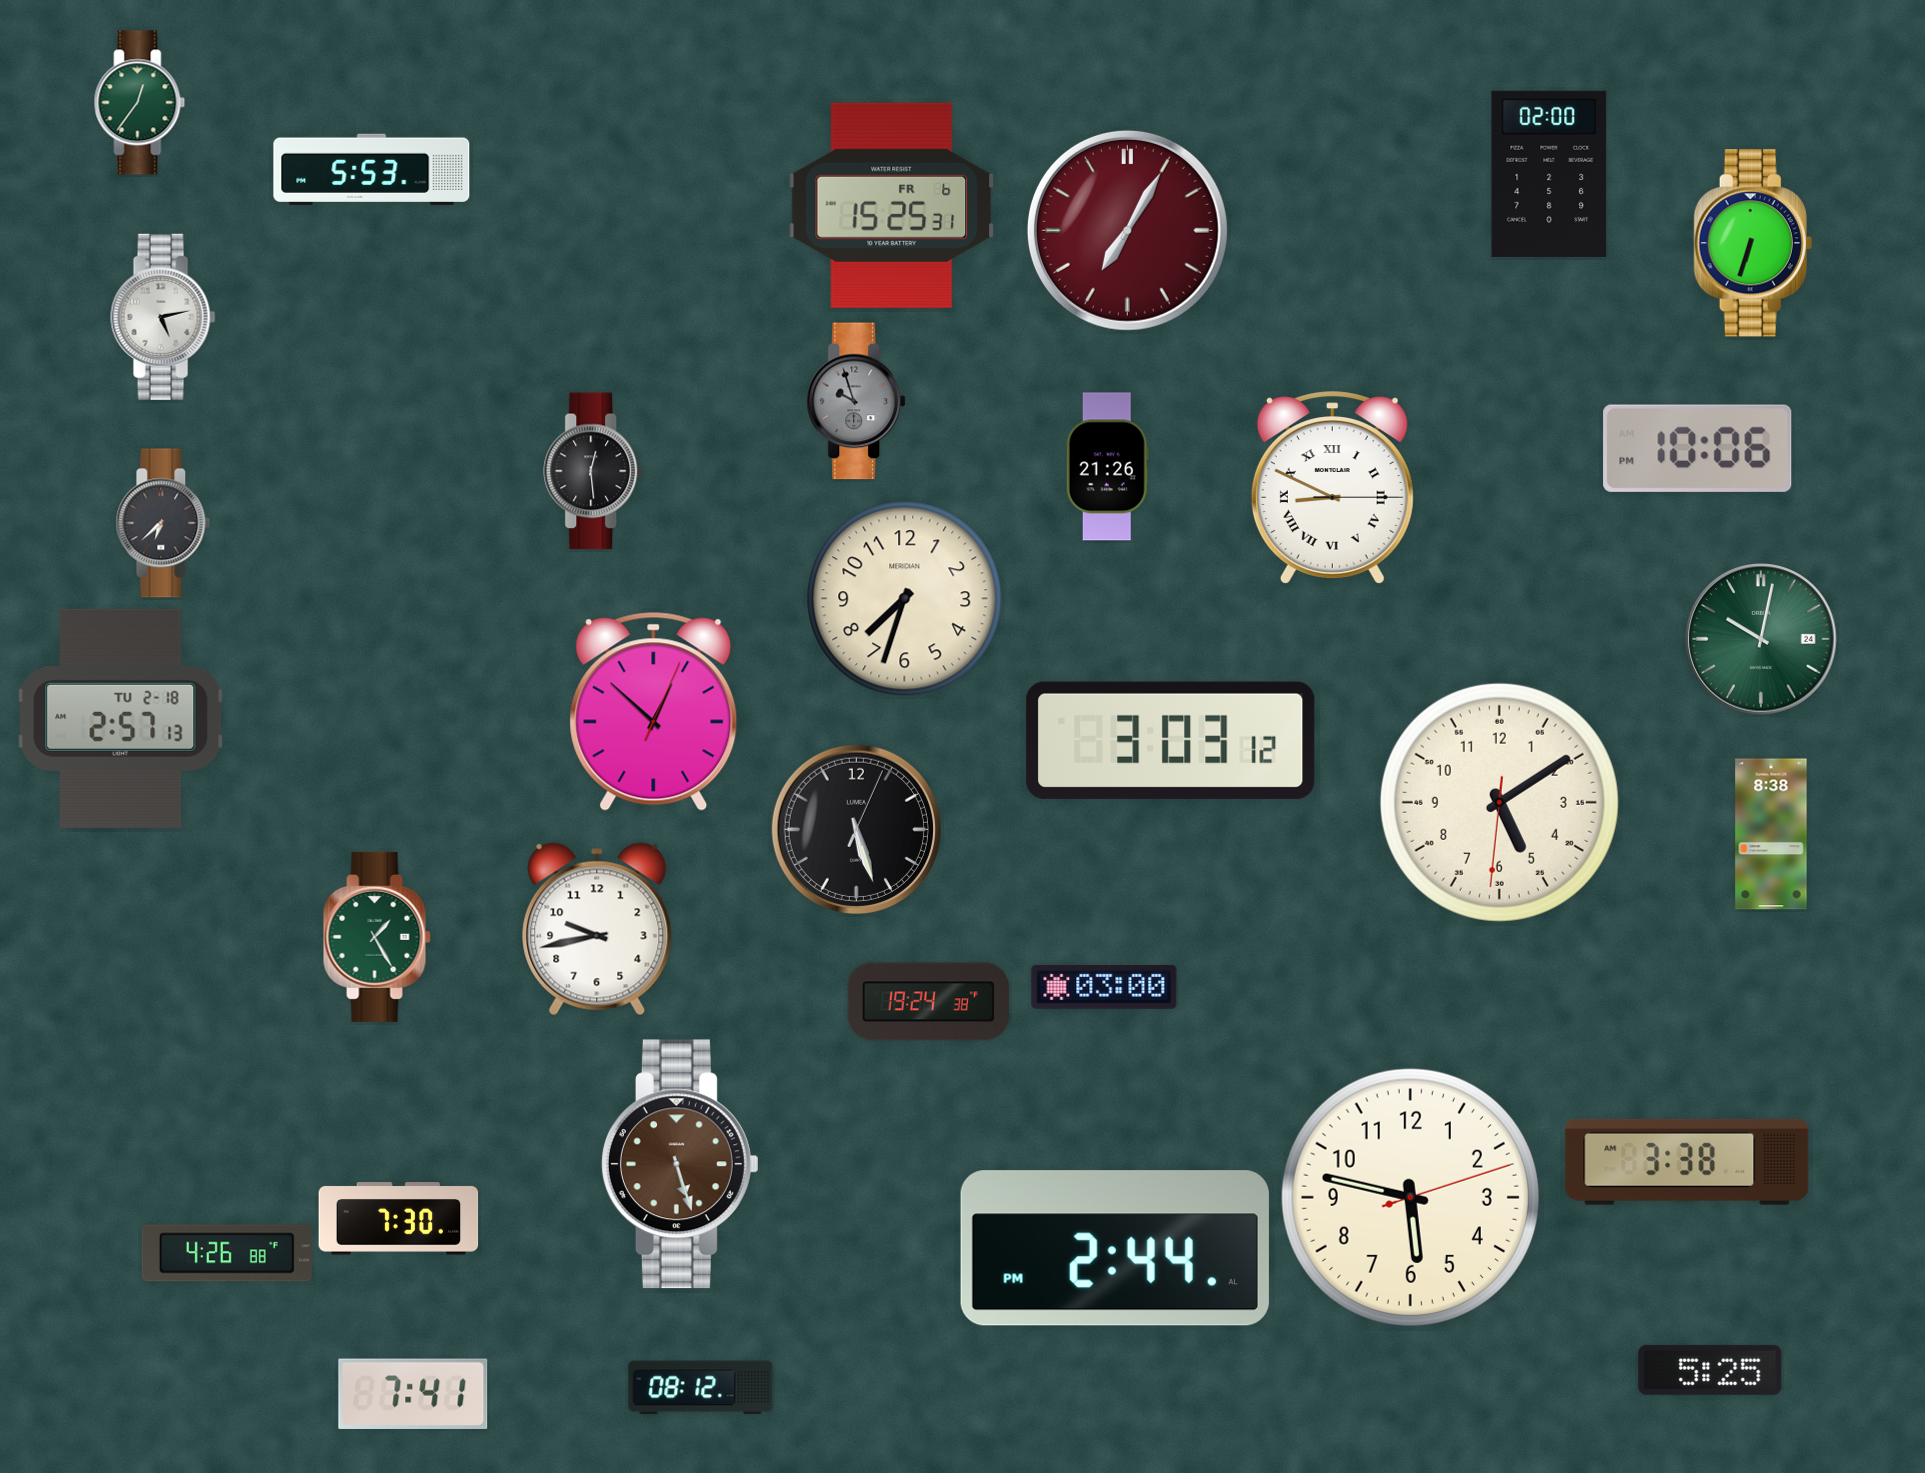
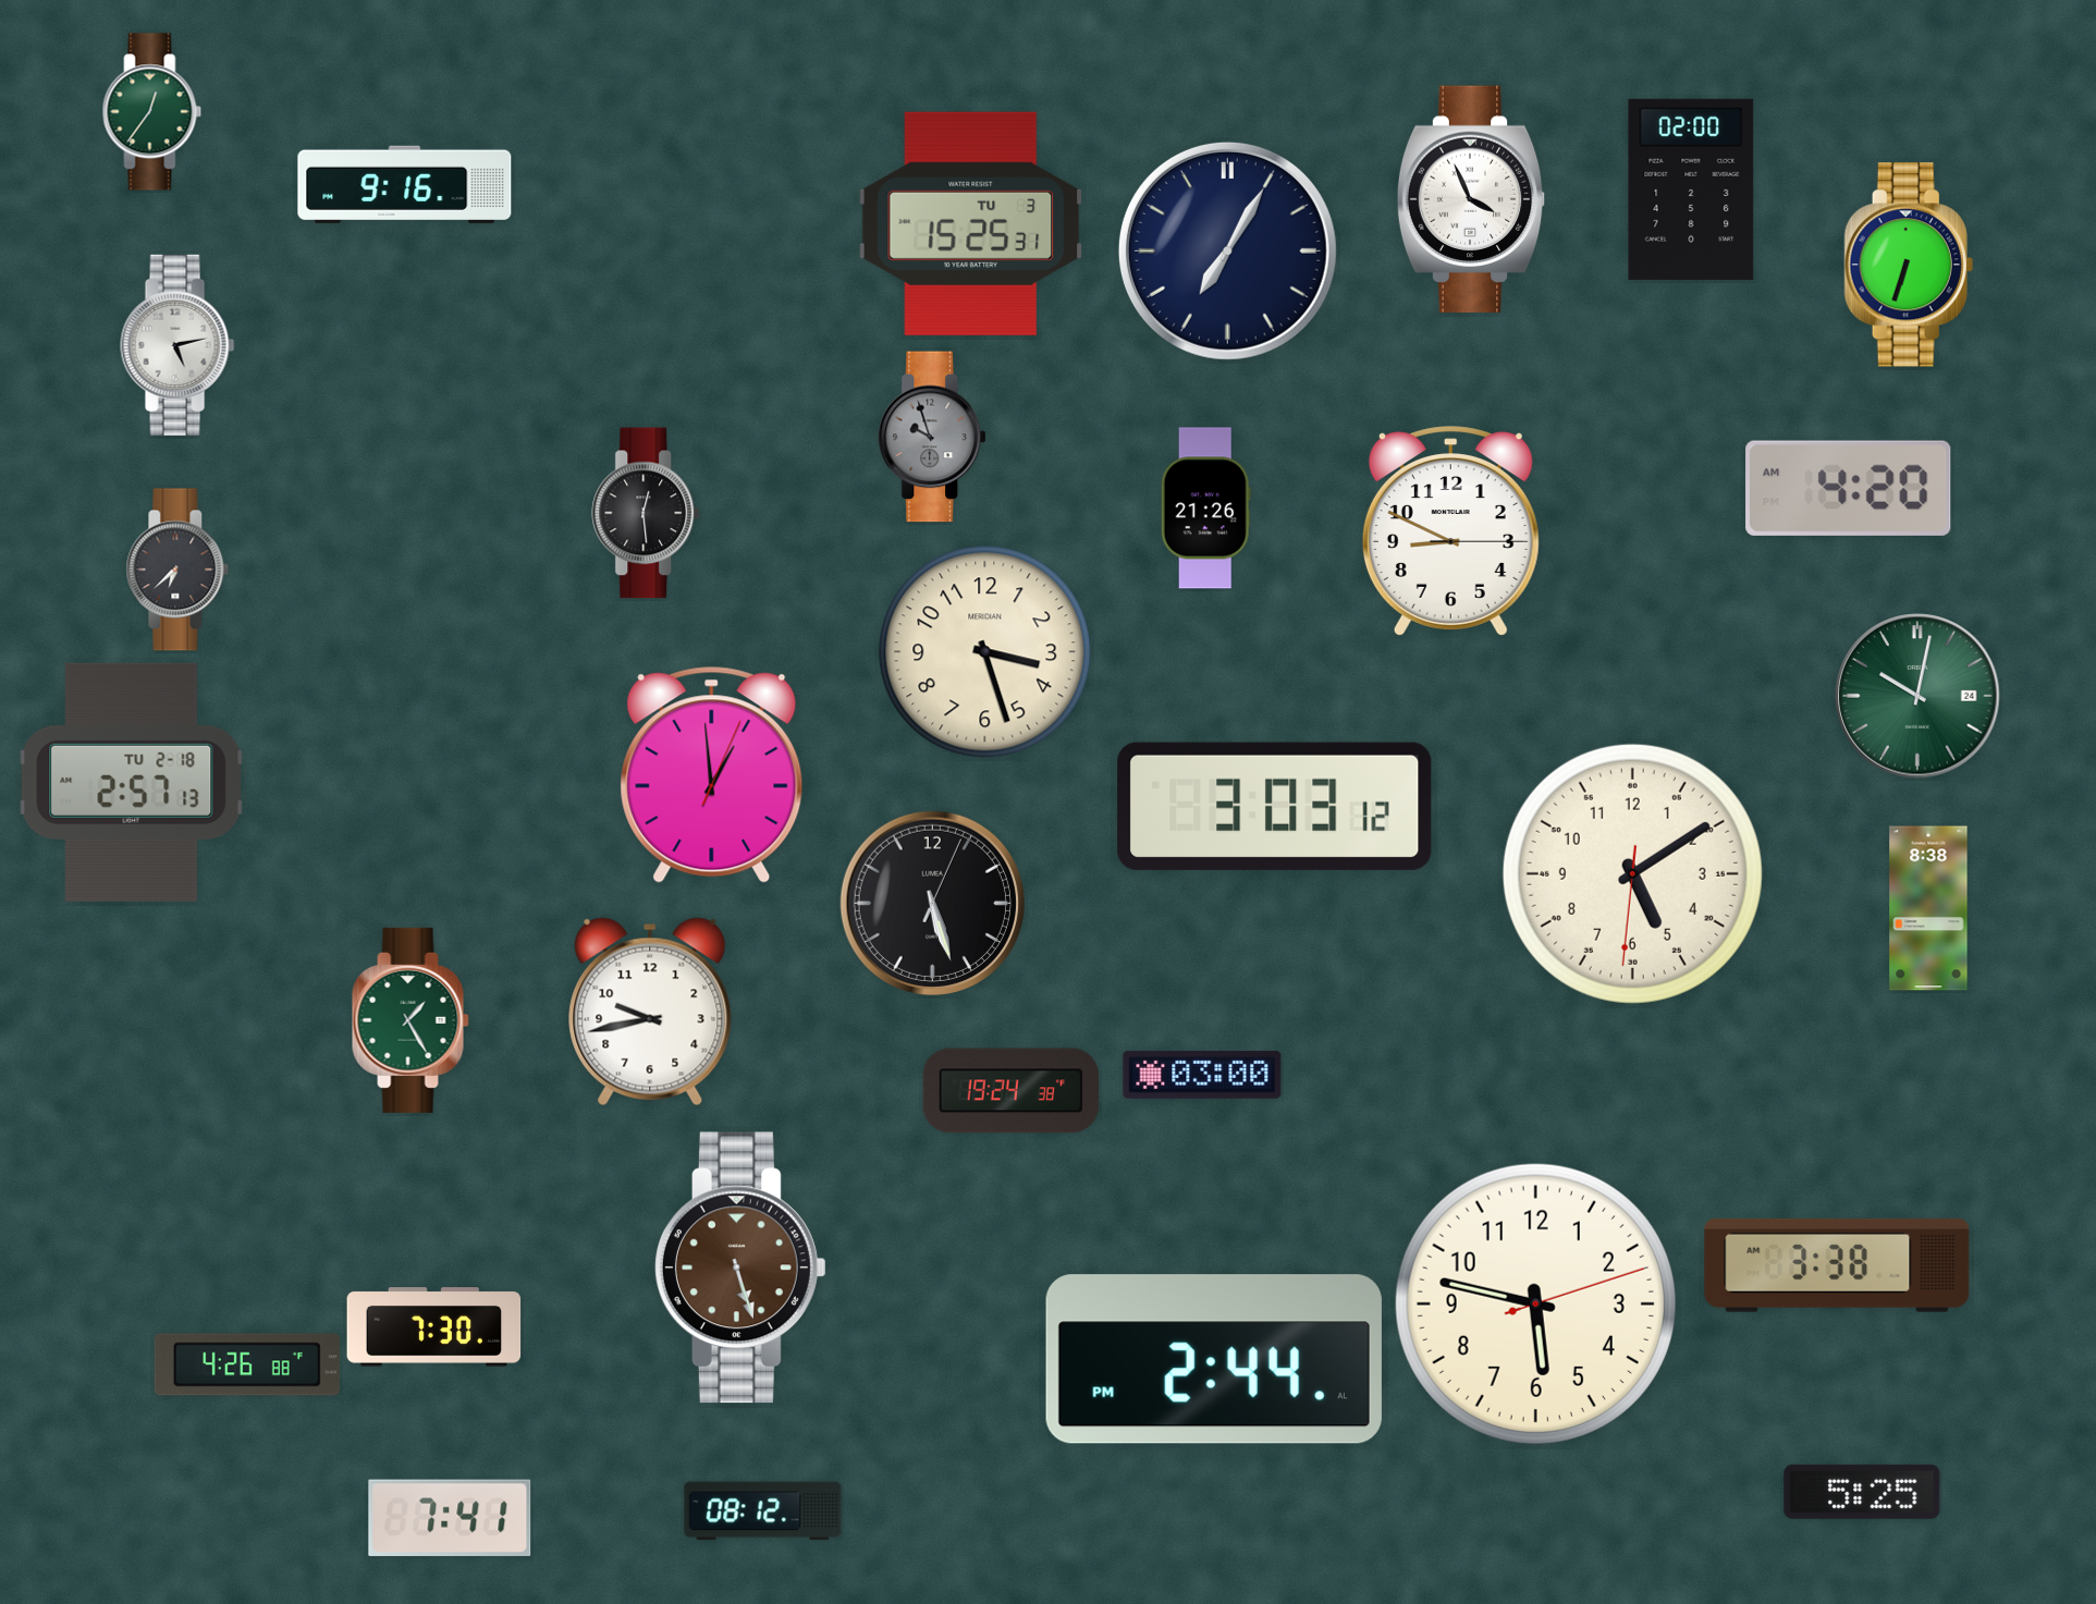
clock at (372, 169): 5:53 -> 9:16
clock at (1549, 174) position: (1549, 174) -> (1691, 189)
clock at (1471, 198): none -> 3:56
clock at (892, 205) date: FR 6 -> TU 3
clock at (1127, 230) dial: burgundy -> navy
clock at (1698, 448): 10:06 -> 4:20
clock at (1332, 488) numerals: Roman -> Arabic
clock at (905, 599): 7:33 -> 3:27
clock at (654, 711): 12:52 -> 12:59
